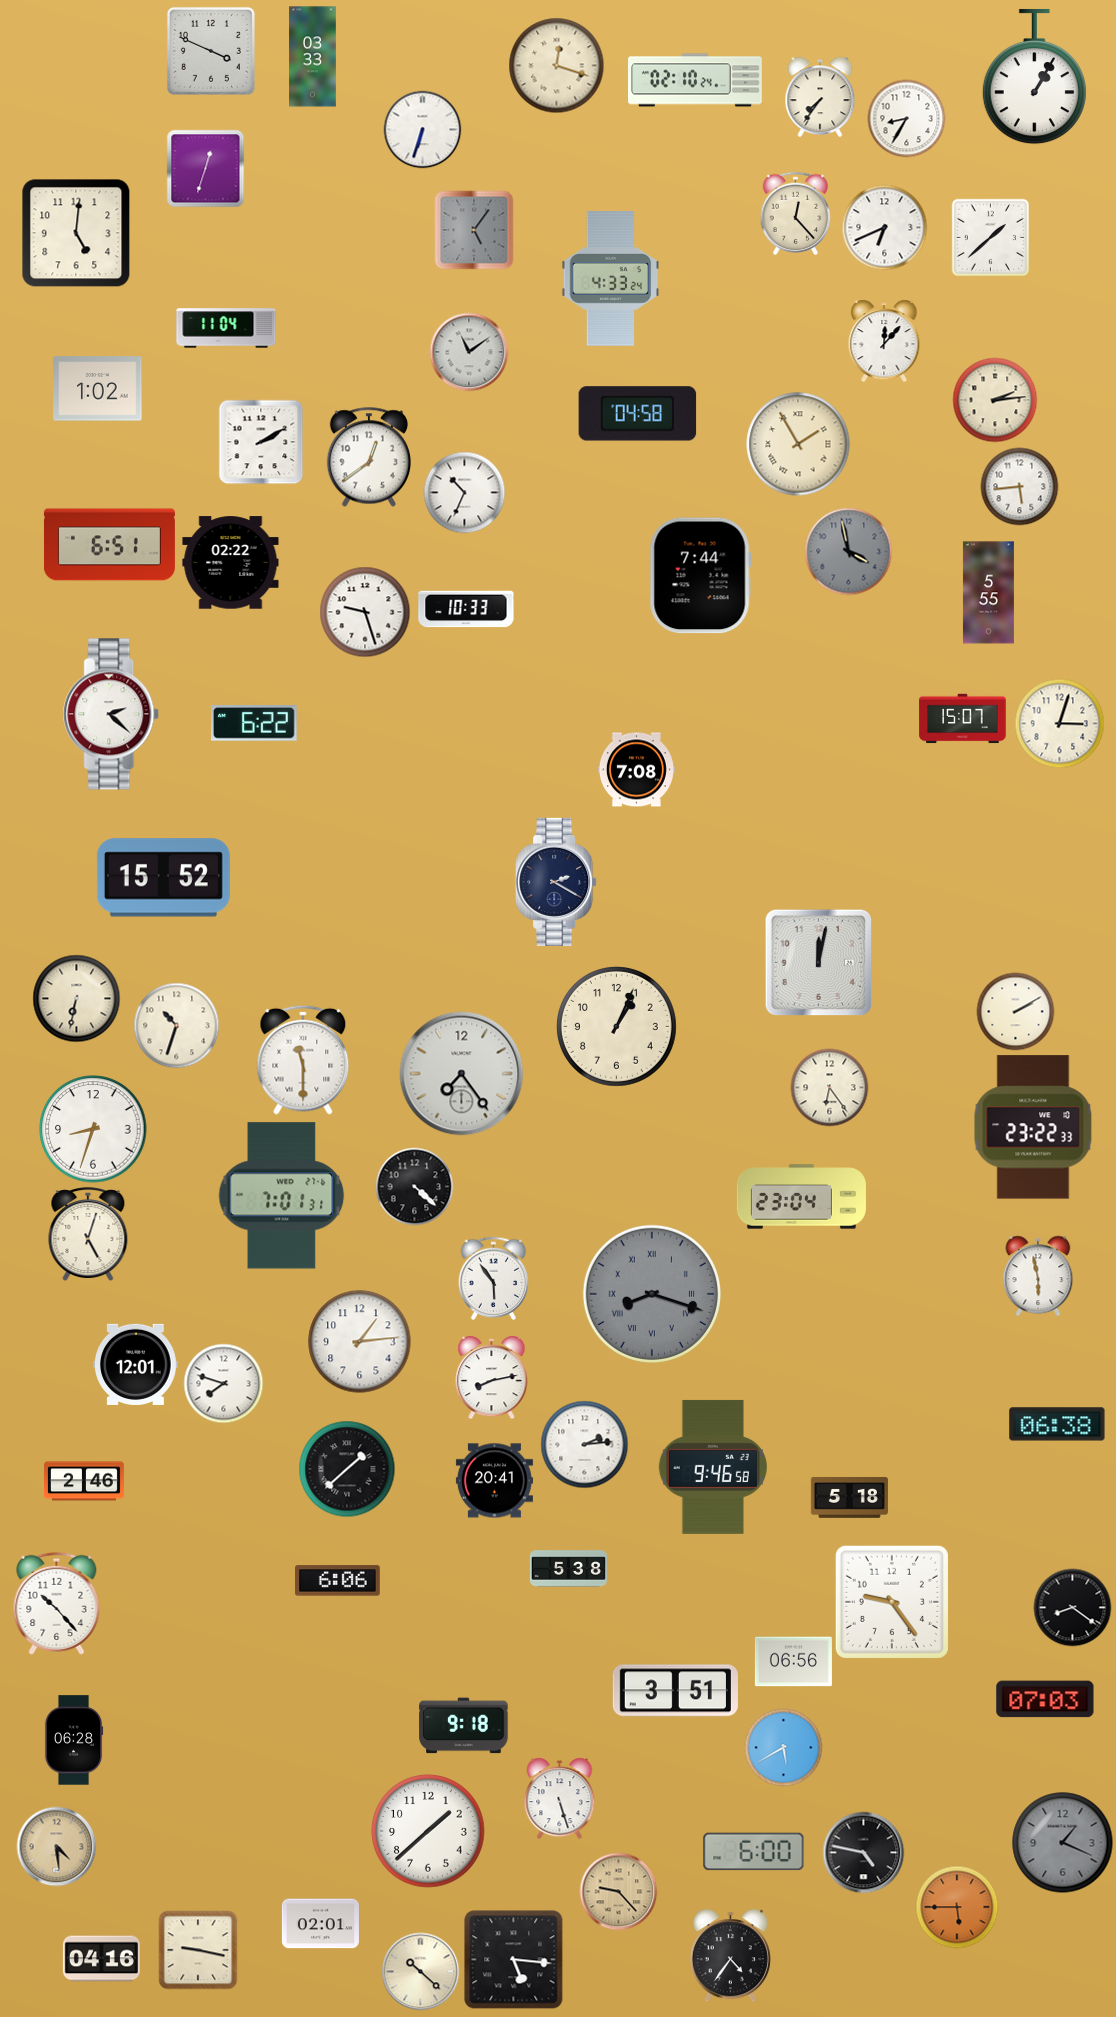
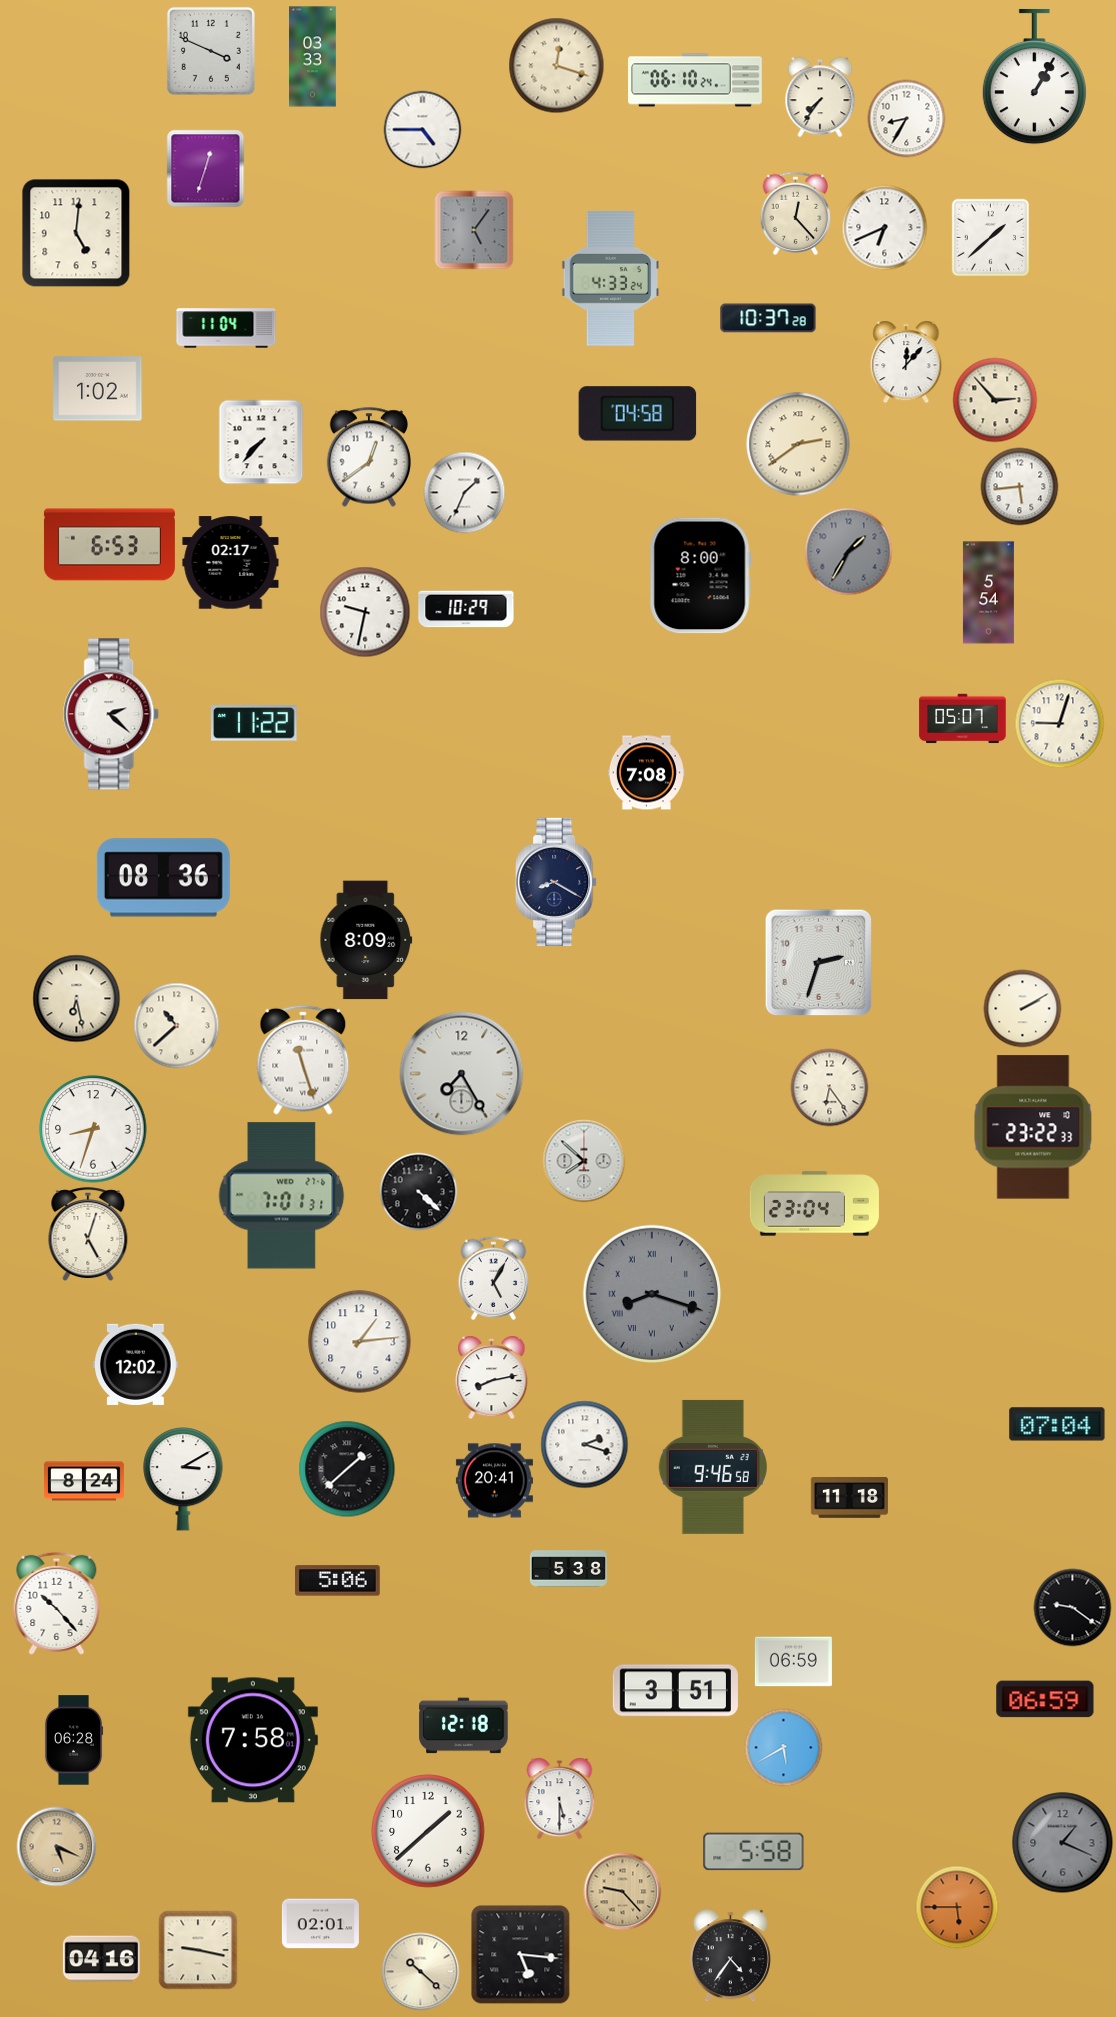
clock at (696, 80): 02:10 -> 06:10
clock at (422, 129): 6:33 -> 4:45
clock at (768, 318): none -> 10:37
clock at (884, 341) position: (884, 341) -> (906, 362)
clock at (469, 352): 11:09 -> none
clock at (995, 400): 2:14 -> 2:53
clock at (261, 442): 2:10 -> 7:37
clock at (798, 444): 1:55 -> 2:39
clock at (464, 492): 10:34 -> 1:34
clock at (109, 545): 6:51 -> 6:53
clock at (848, 551): 3:58 -> 1:35
clock at (231, 563): 02:22 -> 02:17
clock at (700, 576): 7:44 -> 8:00
clock at (988, 593): 5:55 -> 5:54
clock at (466, 609): 10:33 -> 10:29
clock at (365, 612): 9:27 -> 9:32
clock at (963, 719): 15:07 -> 05:07
clock at (254, 723): 6:22 -> 11:22
clock at (1059, 723): 3:03 -> 9:03
clock at (636, 770) position: (636, 770) -> (646, 773)
clock at (163, 878): 15:52 -> 08:36
clock at (556, 882): 2:20 -> 8:20
clock at (366, 940): none -> 8:09
clock at (818, 962): 12:02 -> 2:33
clock at (76, 998): 6:32 -> 6:28
clock at (1015, 1011) position: (1015, 1011) -> (1022, 1008)
clock at (176, 1025): 10:33 -> 10:38
clock at (616, 1026): 1:04 -> none
clock at (303, 1060): 11:30 -> 11:27
clock at (462, 1074): 7:24 -> 7:25
clock at (584, 1161): none -> 7:52
clock at (414, 1186) position: (414, 1186) -> (418, 1191)
clock at (801, 1197) position: (801, 1197) -> (814, 1204)
clock at (1038, 1276): 5:58 -> none
clock at (494, 1278): 5:54 -> 5:05
clock at (136, 1364): 12:01 -> 12:02
clock at (223, 1383): 7:48 -> none
clock at (1057, 1424): 06:38 -> 07:04
clock at (584, 1444): 2:14 -> 2:18
clock at (183, 1480): none -> 3:10
clock at (84, 1481): 2:46 -> 8:24
clock at (849, 1497): 5:18 -> 11:18
clock at (338, 1581): 6:06 -> 5:06
clock at (892, 1602): 9:24 -> none
clock at (1072, 1607): 8:21 -> 9:21
clock at (793, 1662): 06:56 -> 06:59
clock at (1045, 1699): 07:03 -> 06:59
clock at (464, 1726): 9:18 -> 12:18
clock at (253, 1740): none -> 7:58
clock at (560, 1798): 5:27 -> 5:30
clock at (56, 1846): 4:29 -> 5:19
clock at (754, 1852): 6:00 -> 5:58
clock at (863, 1852): 4:47 -> none
clock at (618, 1891) position: (618, 1891) -> (622, 1891)
clock at (513, 1959) position: (513, 1959) -> (520, 1954)
